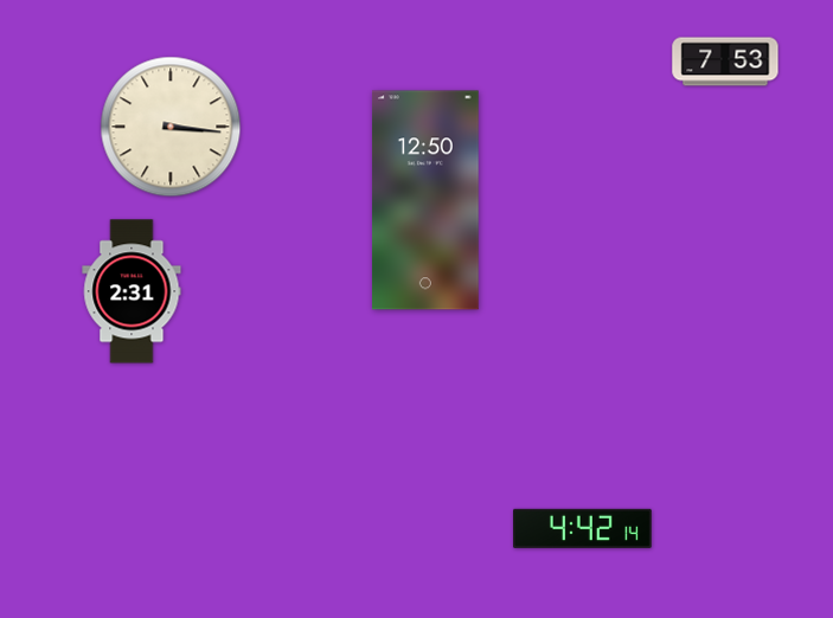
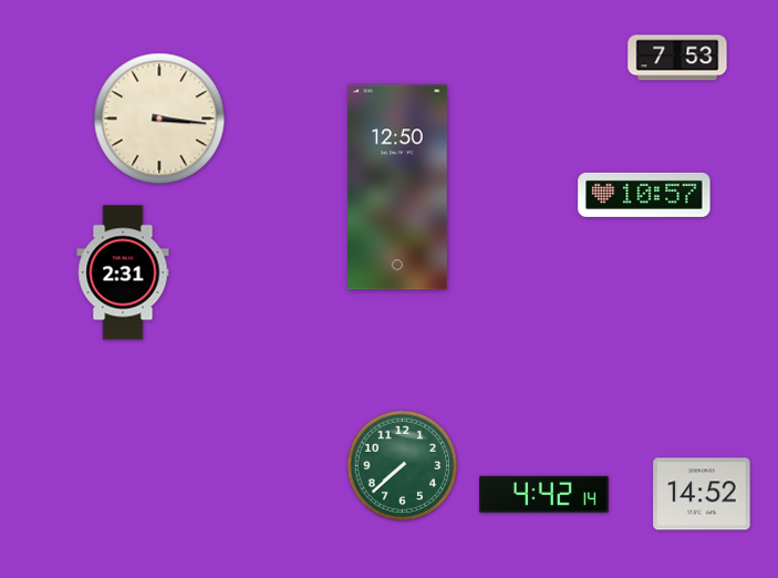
clock at (644, 195): none -> 10:57
clock at (403, 466): none -> 7:38
clock at (702, 494): none -> 14:52
